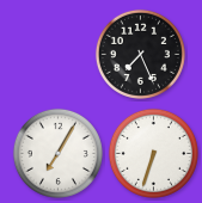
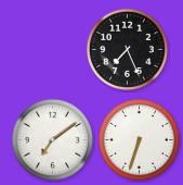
clock at (57, 153): 7:05 -> 7:09
